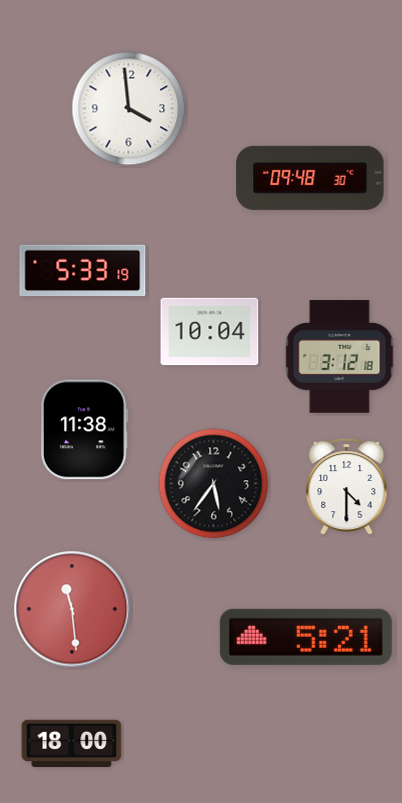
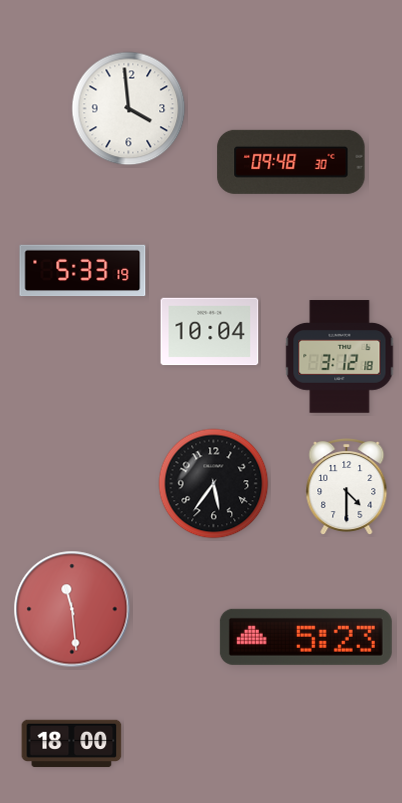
clock at (310, 178) position: (310, 178) -> (291, 162)
clock at (84, 430): 11:38 -> none
clock at (306, 637): 5:21 -> 5:23
